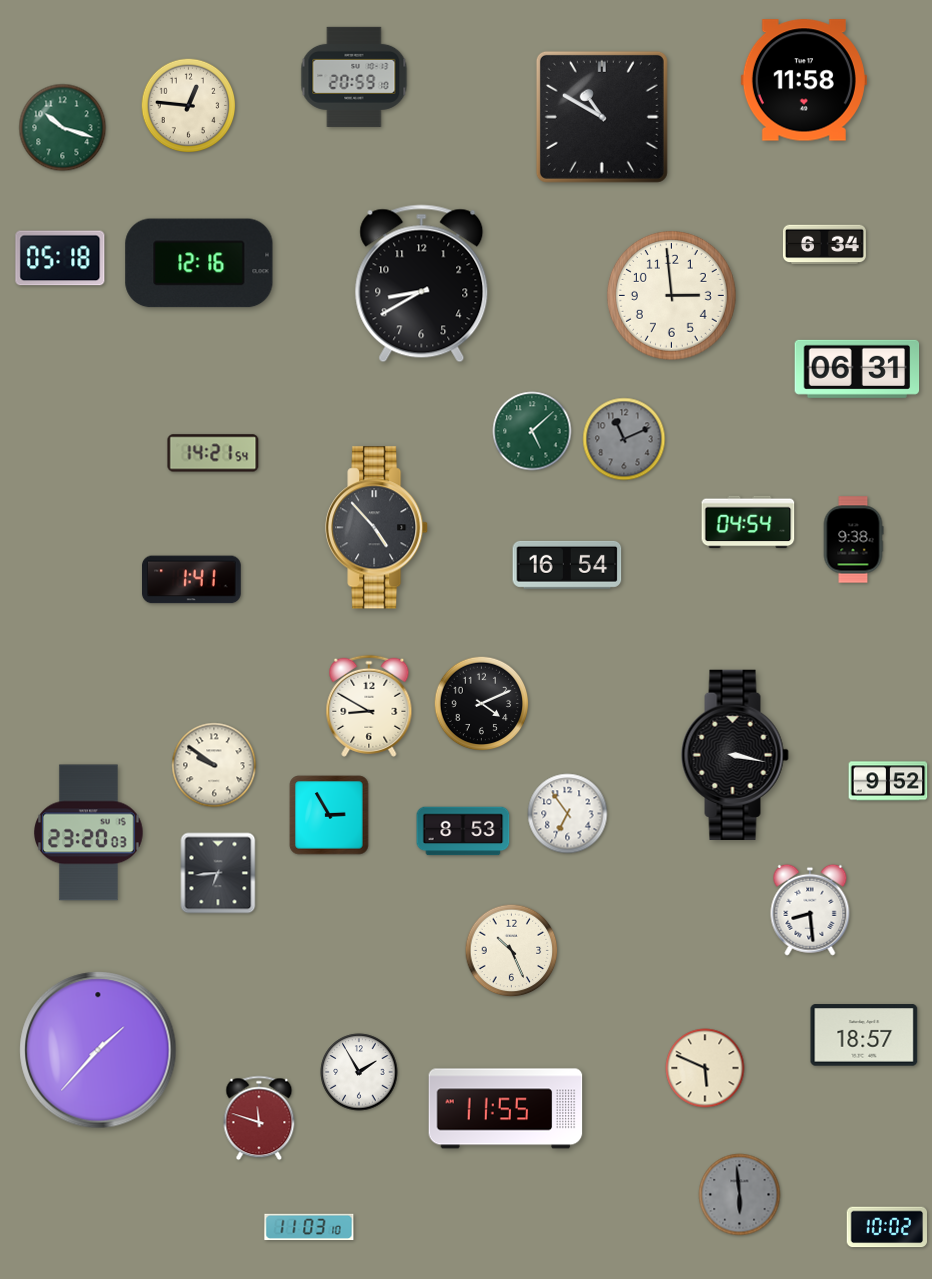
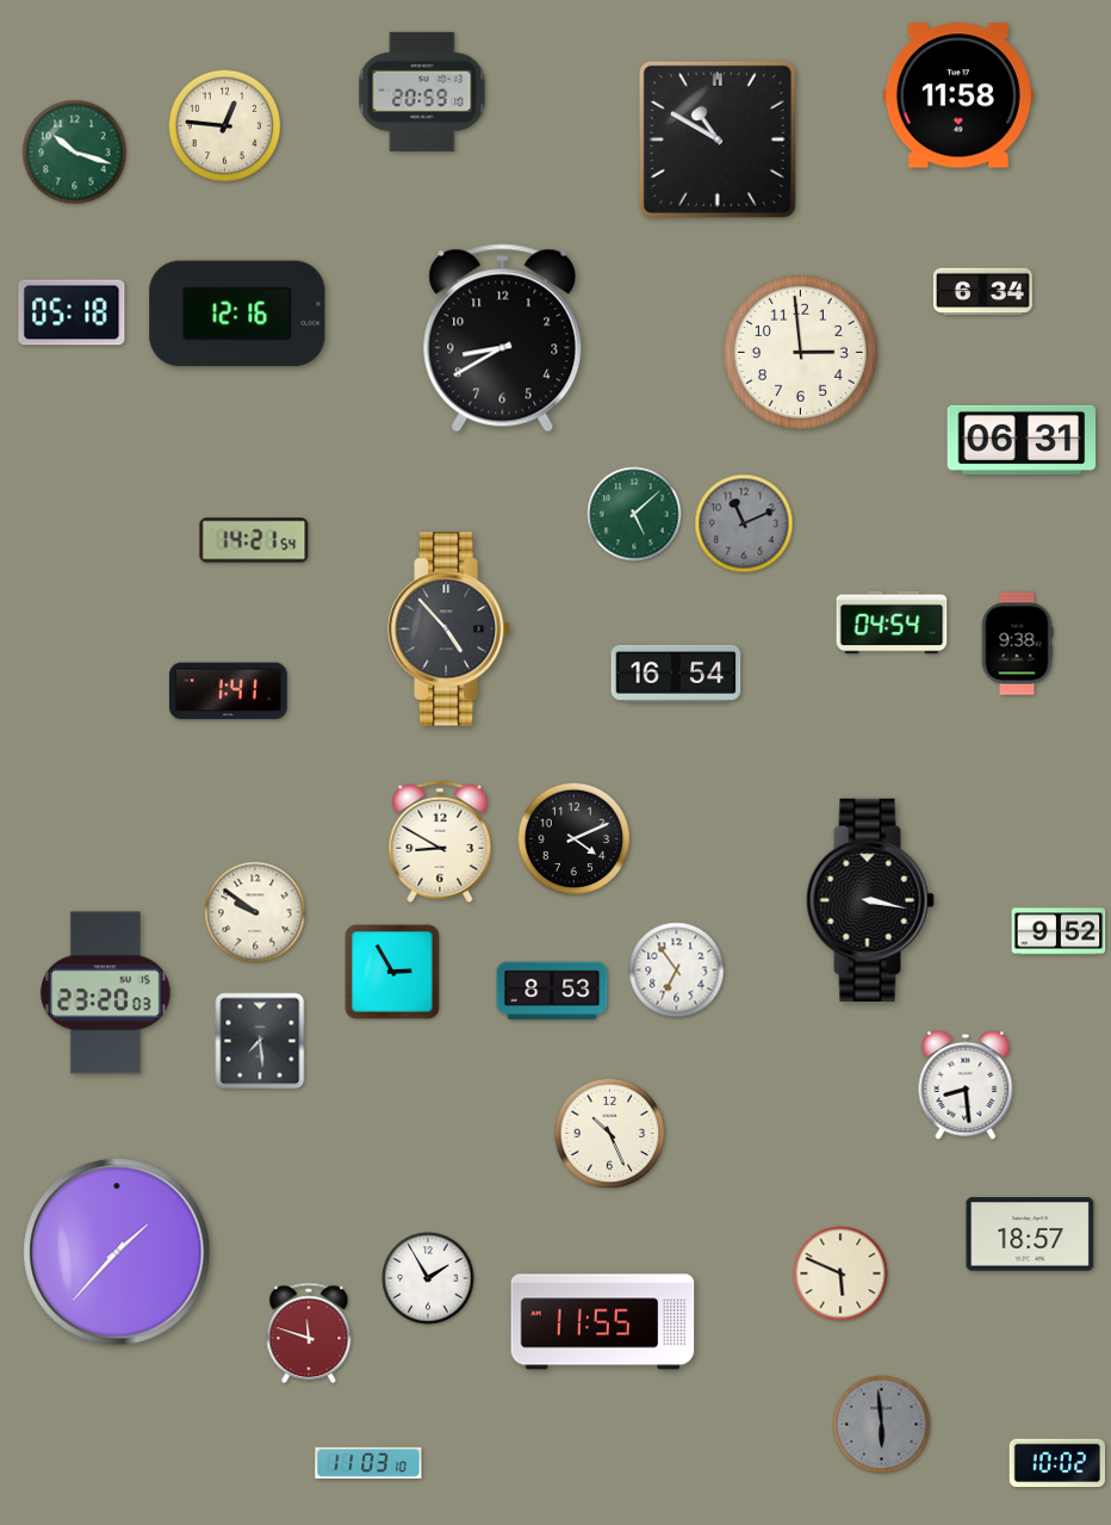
clock at (60, 258) position: (60, 258) -> (72, 312)
clock at (735, 755) position: (735, 755) -> (870, 900)
clock at (218, 873): 6:44 -> 7:29
